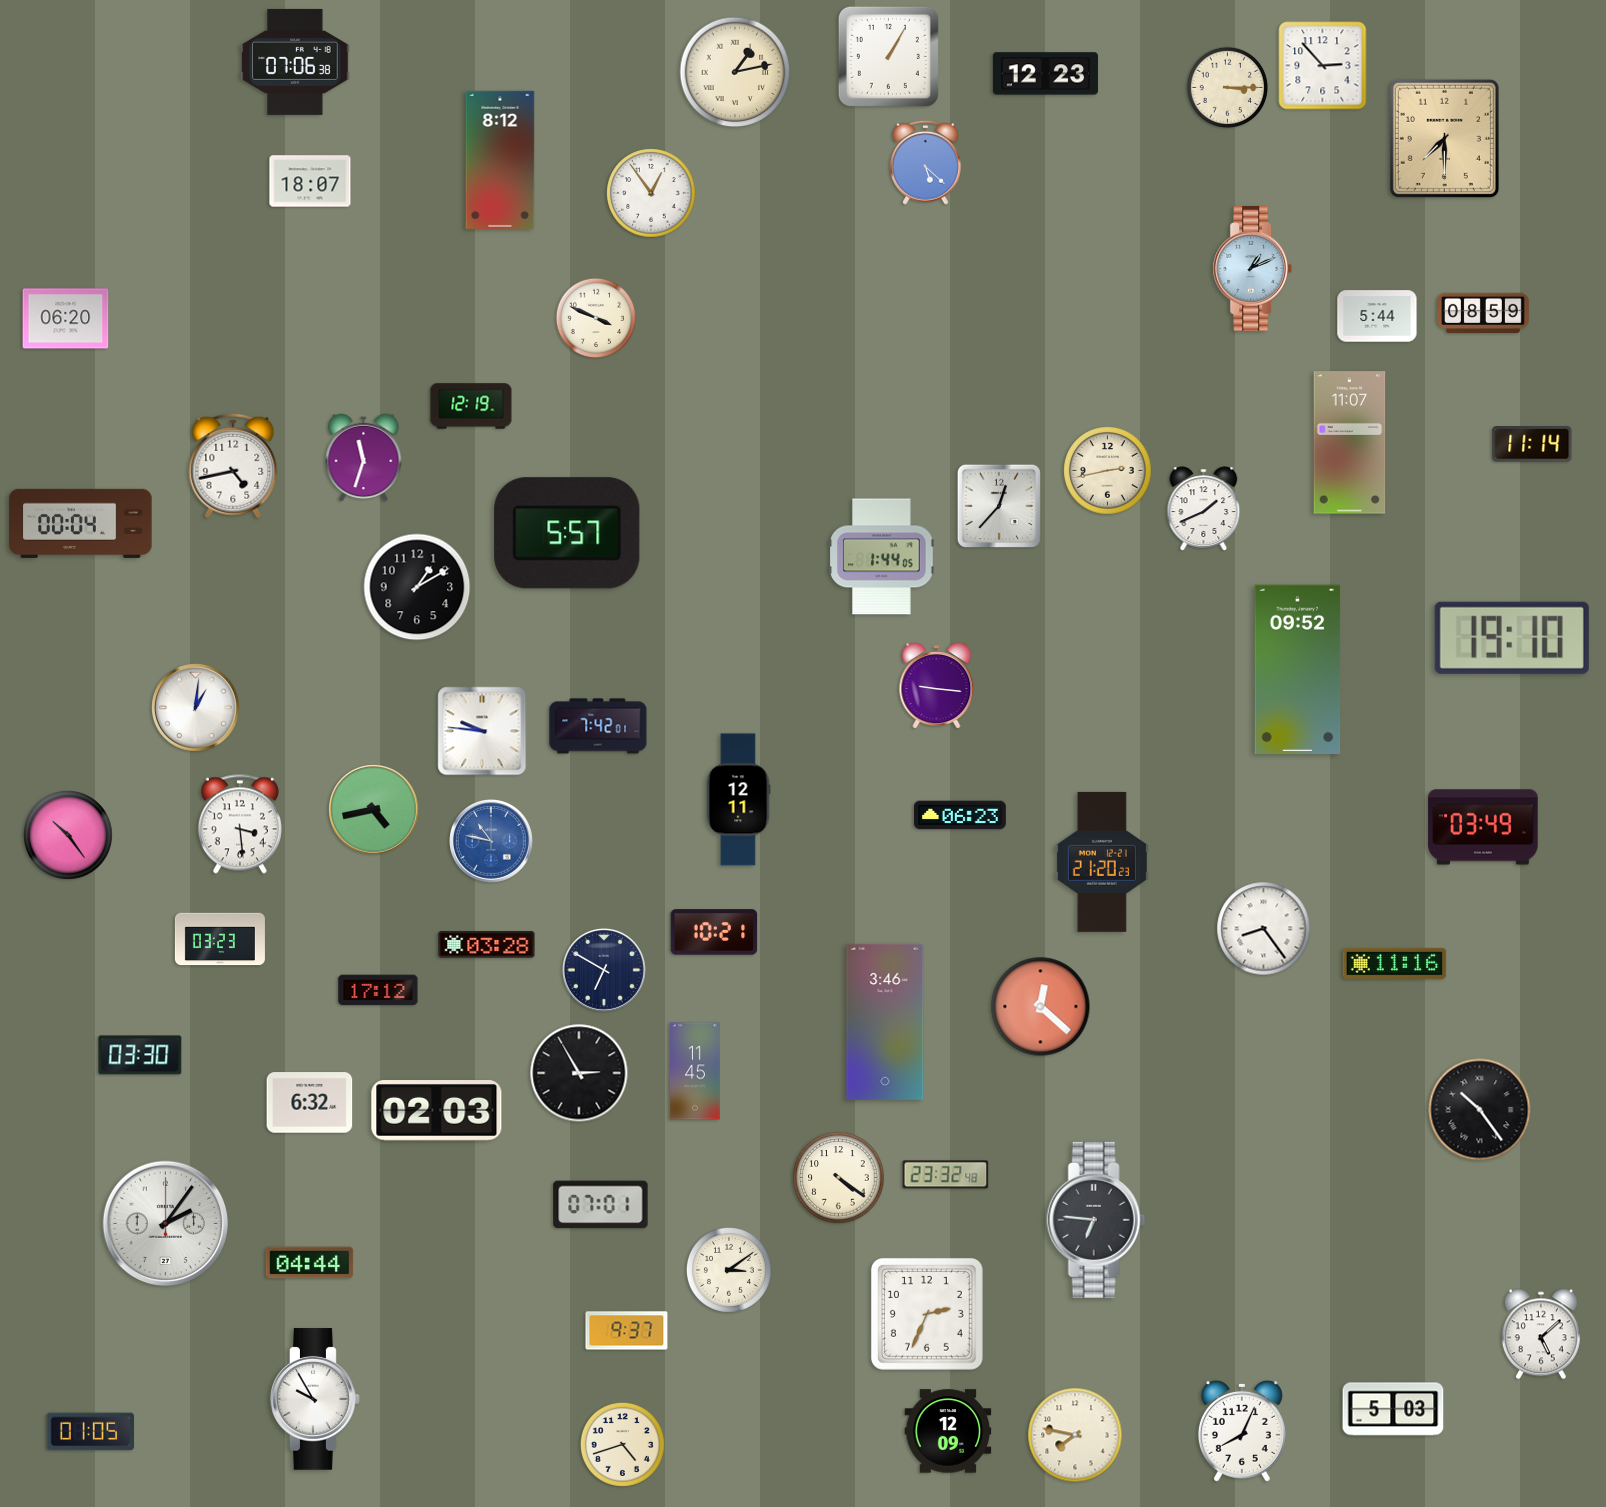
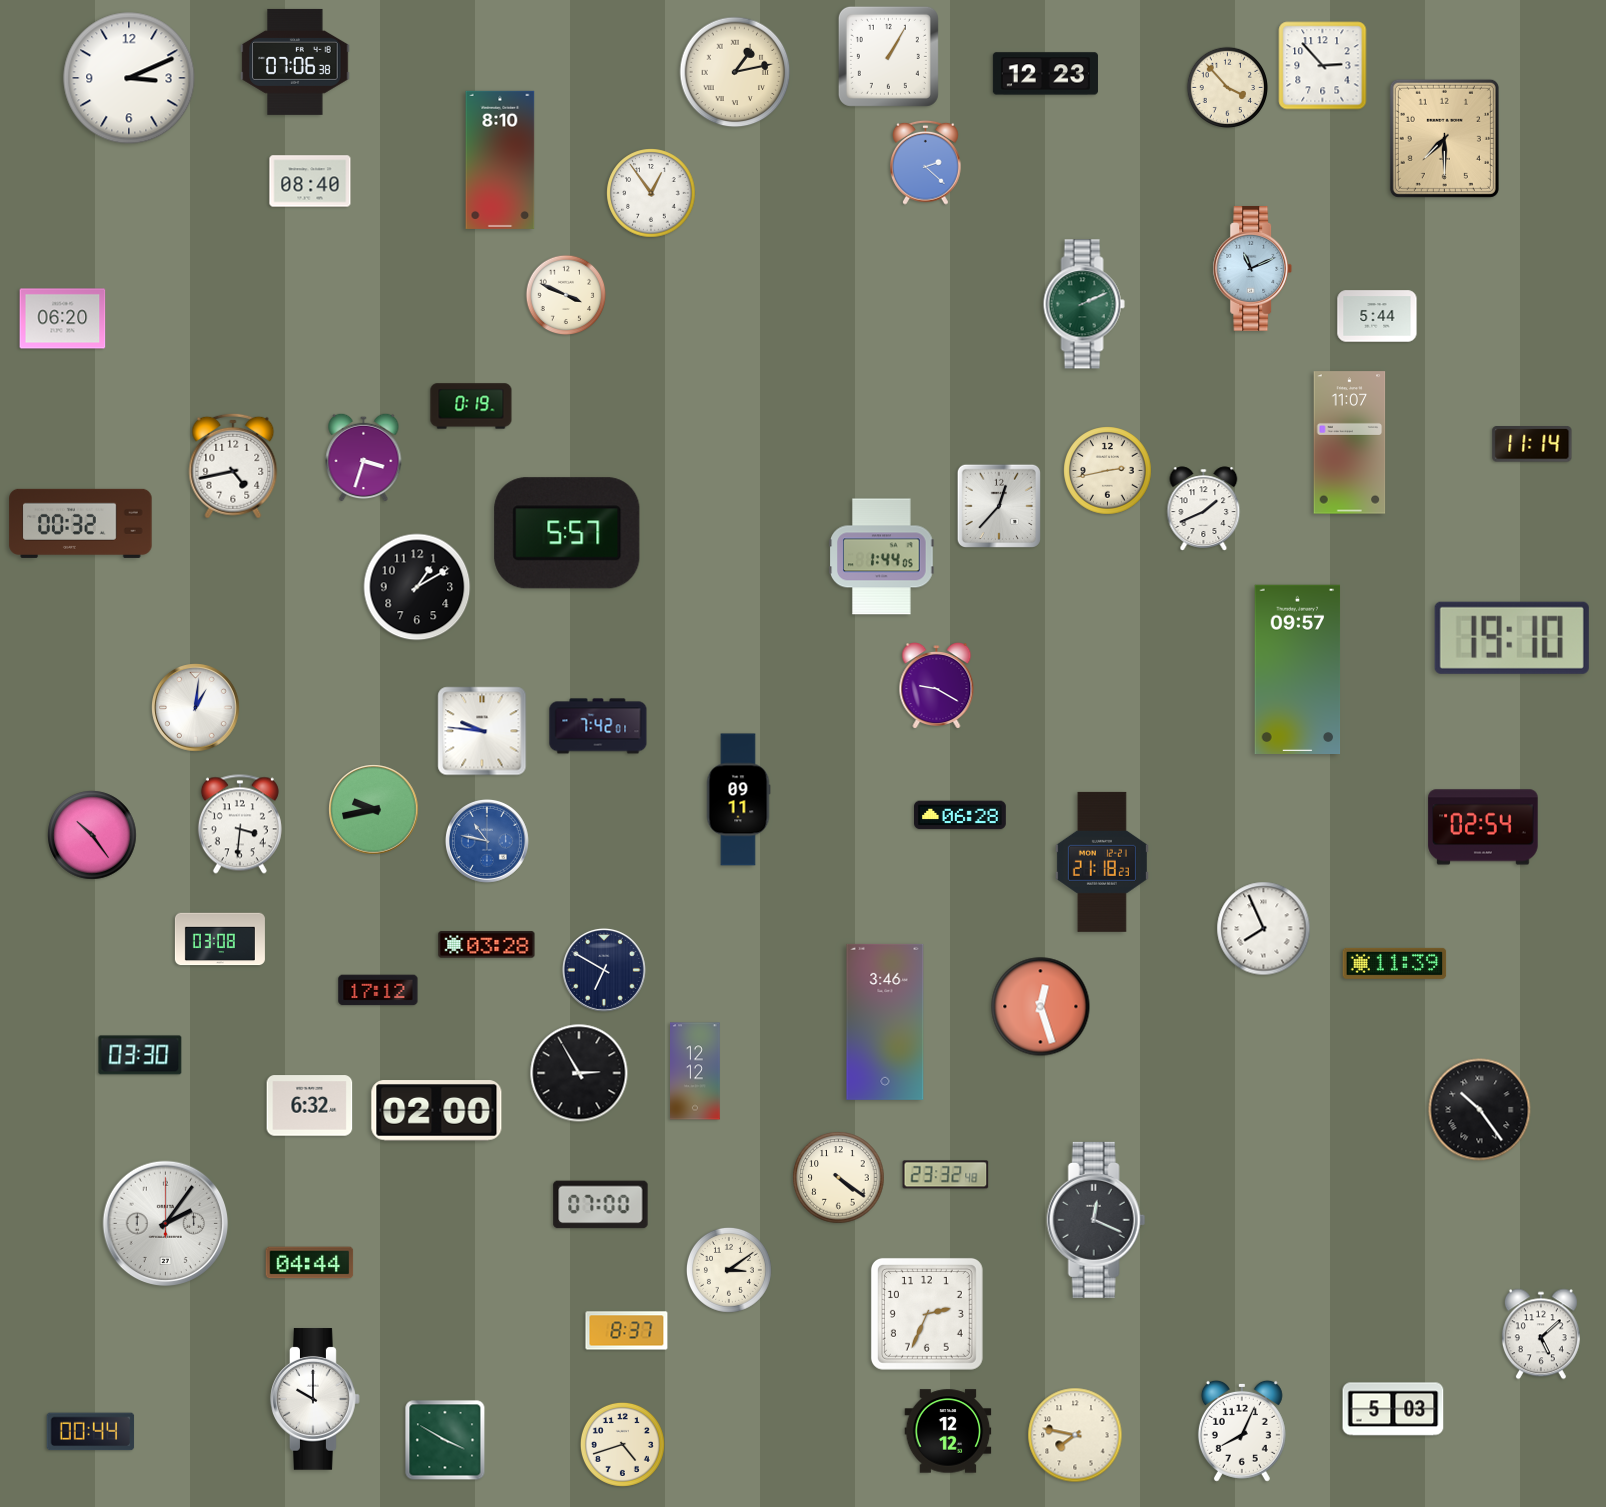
clock at (129, 78): none -> 3:11
clock at (1227, 87): 3:15 -> 3:53
clock at (500, 160): 8:12 -> 8:10
clock at (926, 162): 5:22 -> 2:22
clock at (310, 181): 18:07 -> 08:40
clock at (1253, 269): 1:11 -> 11:11
clock at (1084, 304): none -> 2:11
clock at (1483, 312): 08:59 -> none
clock at (596, 318) position: (596, 318) -> (566, 295)
clock at (66, 319) position: (66, 319) -> (63, 319)
clock at (471, 406): 12:19 -> 0:19
clock at (364, 457): 11:33 -> 3:33
clock at (81, 523): 00:04 -> 00:32
clock at (1298, 669): 09:52 -> 09:57
clock at (937, 686): 9:16 -> 9:20
clock at (738, 800): 12:11 -> 09:11
clock at (374, 810): 4:43 -> 9:43
clock at (961, 815): 06:23 -> 06:28
clock at (240, 824): 3:29 -> 3:31
clock at (1483, 827): 03:49 -> 02:54
clock at (68, 835) position: (68, 835) -> (92, 835)
clock at (491, 841) position: (491, 841) -> (487, 841)
clock at (1102, 862): 21:20 -> 21:18
clock at (1264, 929): 8:24 -> 7:56
clock at (714, 932): 10:21 -> none
clock at (220, 939): 03:23 -> 03:08
clock at (1395, 963): 11:16 -> 11:39
clock at (1041, 1007): 12:22 -> 12:27
clock at (696, 1071): 11:45 -> 12:12
clock at (310, 1103) position: (310, 1103) -> (310, 1106)
clock at (437, 1111): 02:03 -> 02:00
clock at (601, 1205): 07:01 -> 07:00
clock at (1096, 1220): 6:46 -> 12:19
clock at (627, 1331): 9:37 -> 8:37
clock at (315, 1399): 9:55 -> 10:00
clock at (948, 1431): 12:09 -> 12:12
clock at (91, 1432): 01:05 -> 00:44
clock at (445, 1440): none -> 3:50
